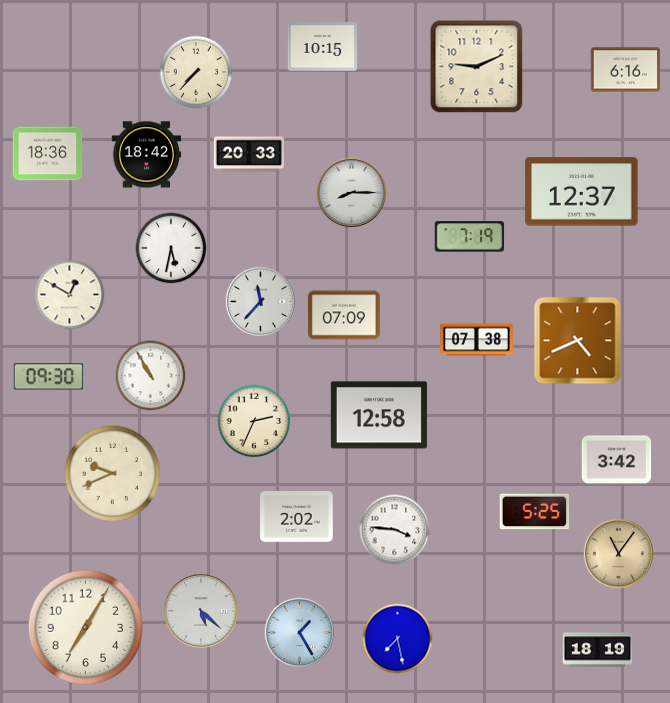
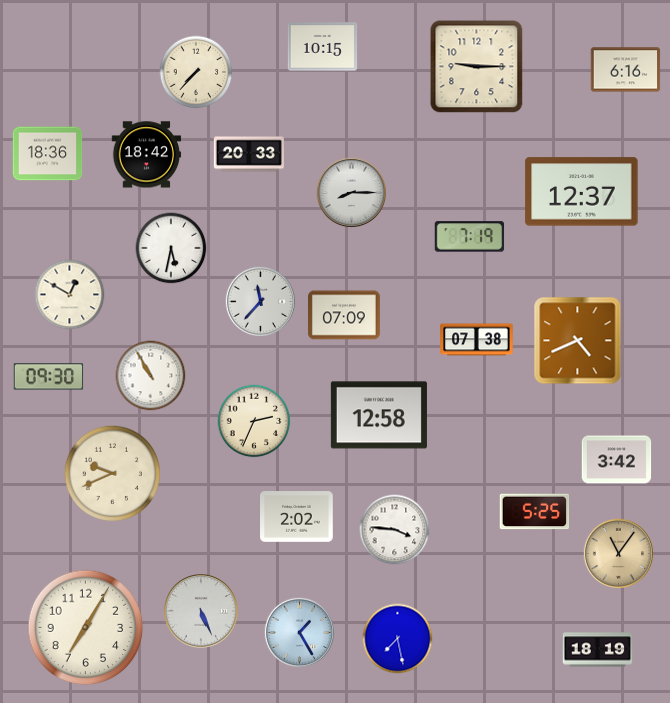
clock at (477, 67): 9:11 -> 9:15
clock at (202, 612): 5:22 -> 5:26
